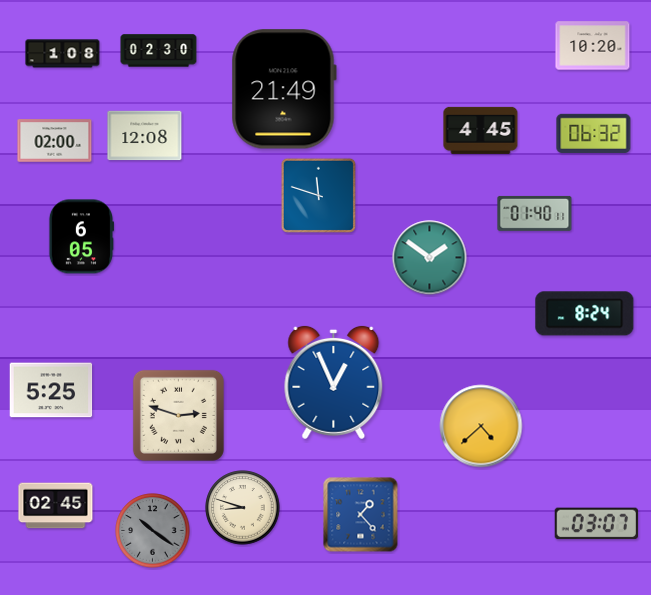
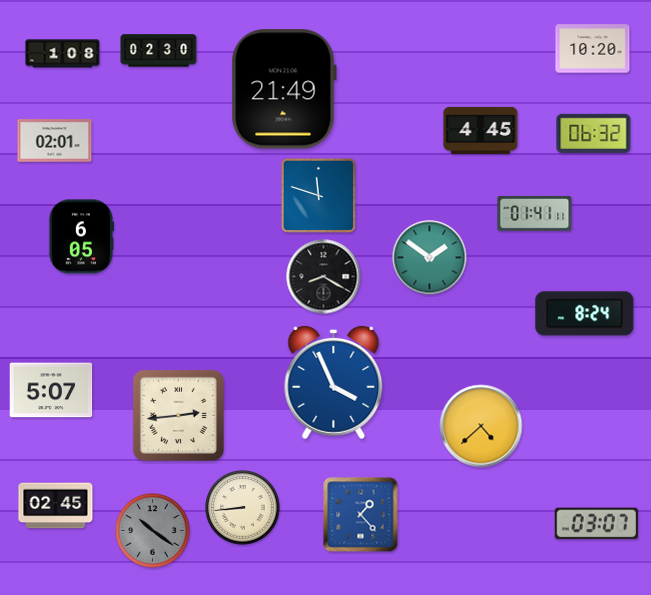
clock at (593, 46) position: (593, 46) -> (593, 49)
clock at (145, 136): 12:08 -> none
clock at (55, 141): 02:00 -> 02:01
clock at (535, 213): 01:40 -> 01:41
clock at (324, 277): none -> 8:20
clock at (334, 382): 12:56 -> 3:56
clock at (51, 390): 5:25 -> 5:07
clock at (178, 415): 2:48 -> 2:44
clock at (243, 508): 8:48 -> 8:44
